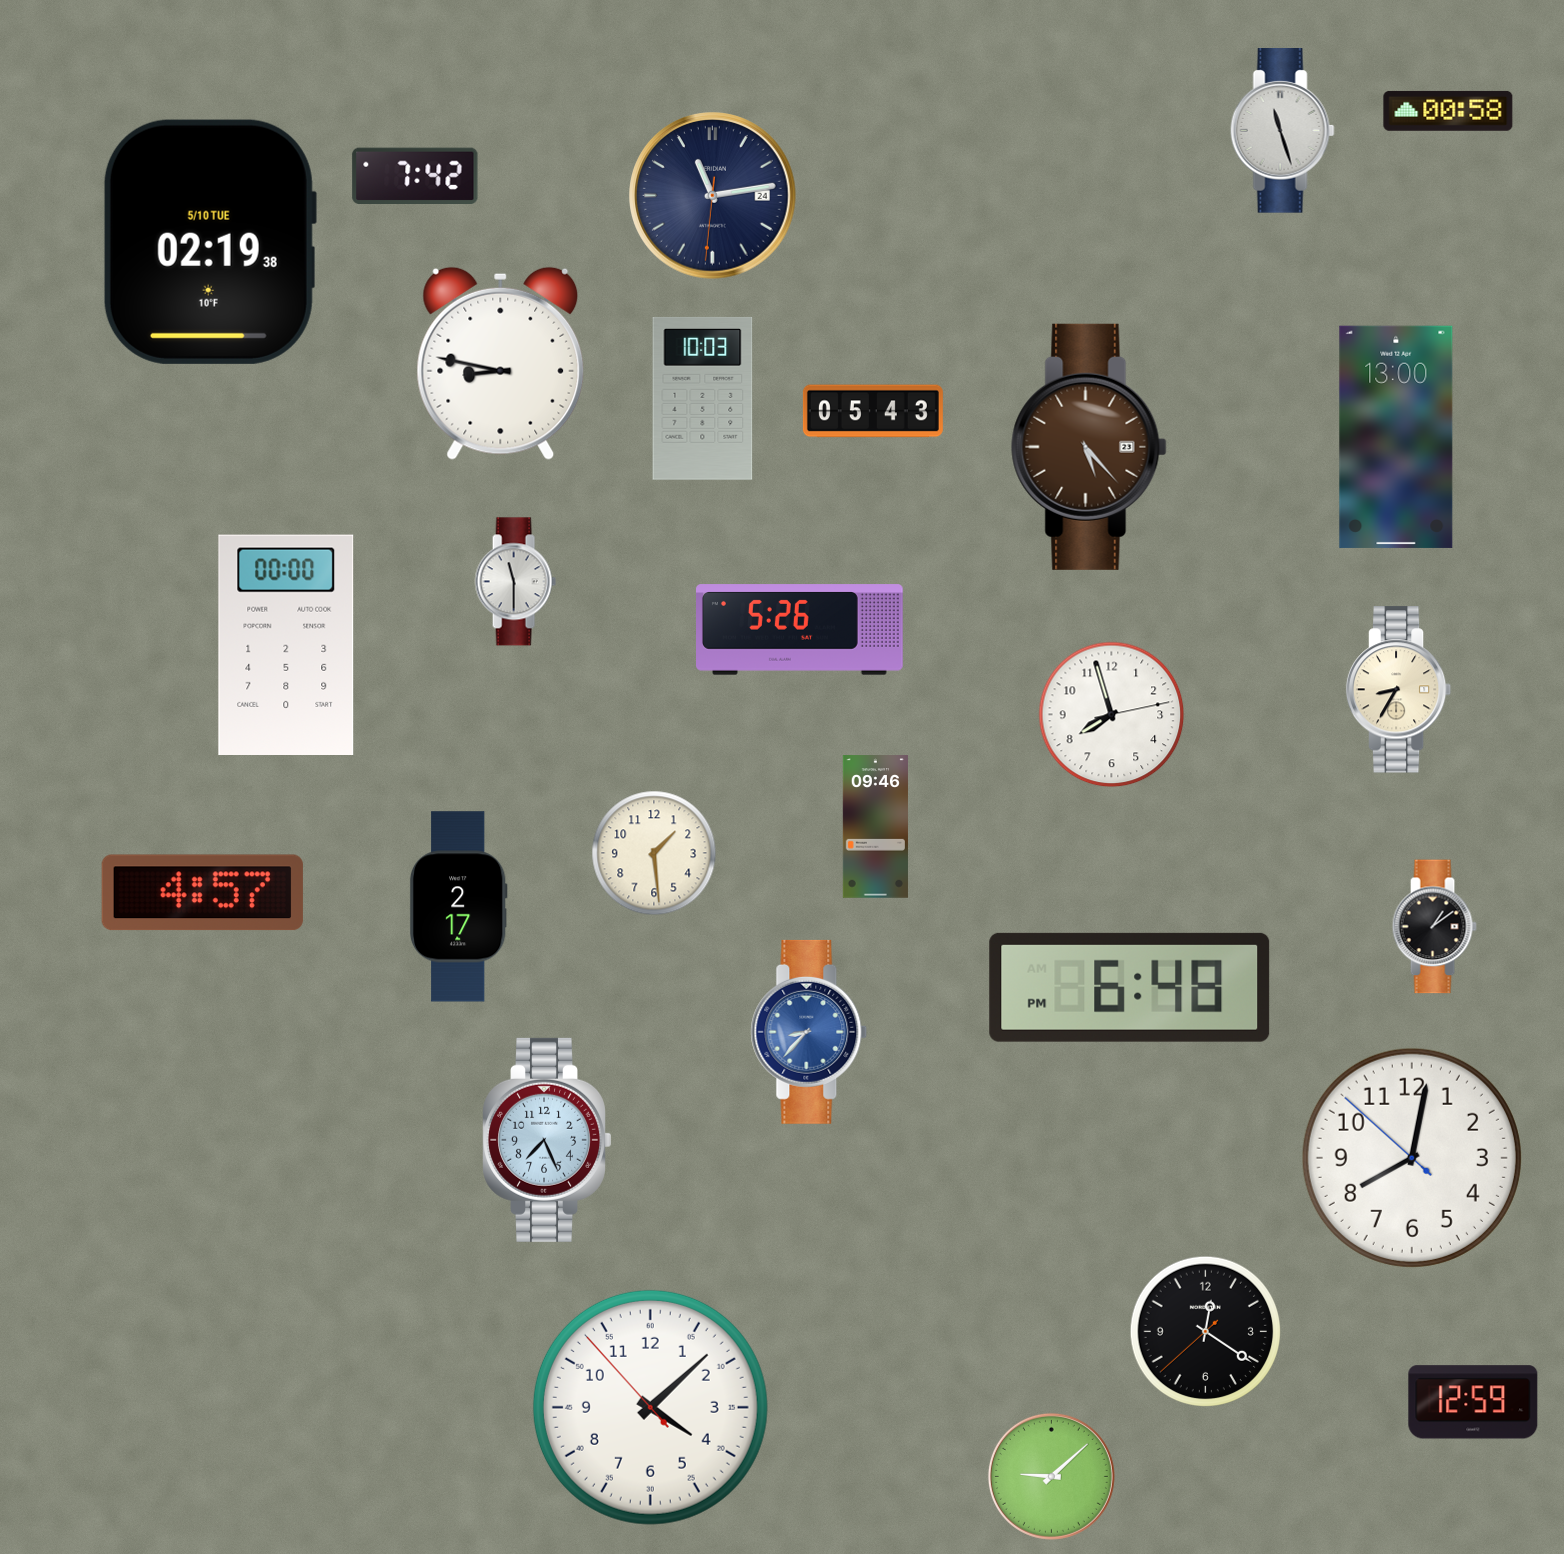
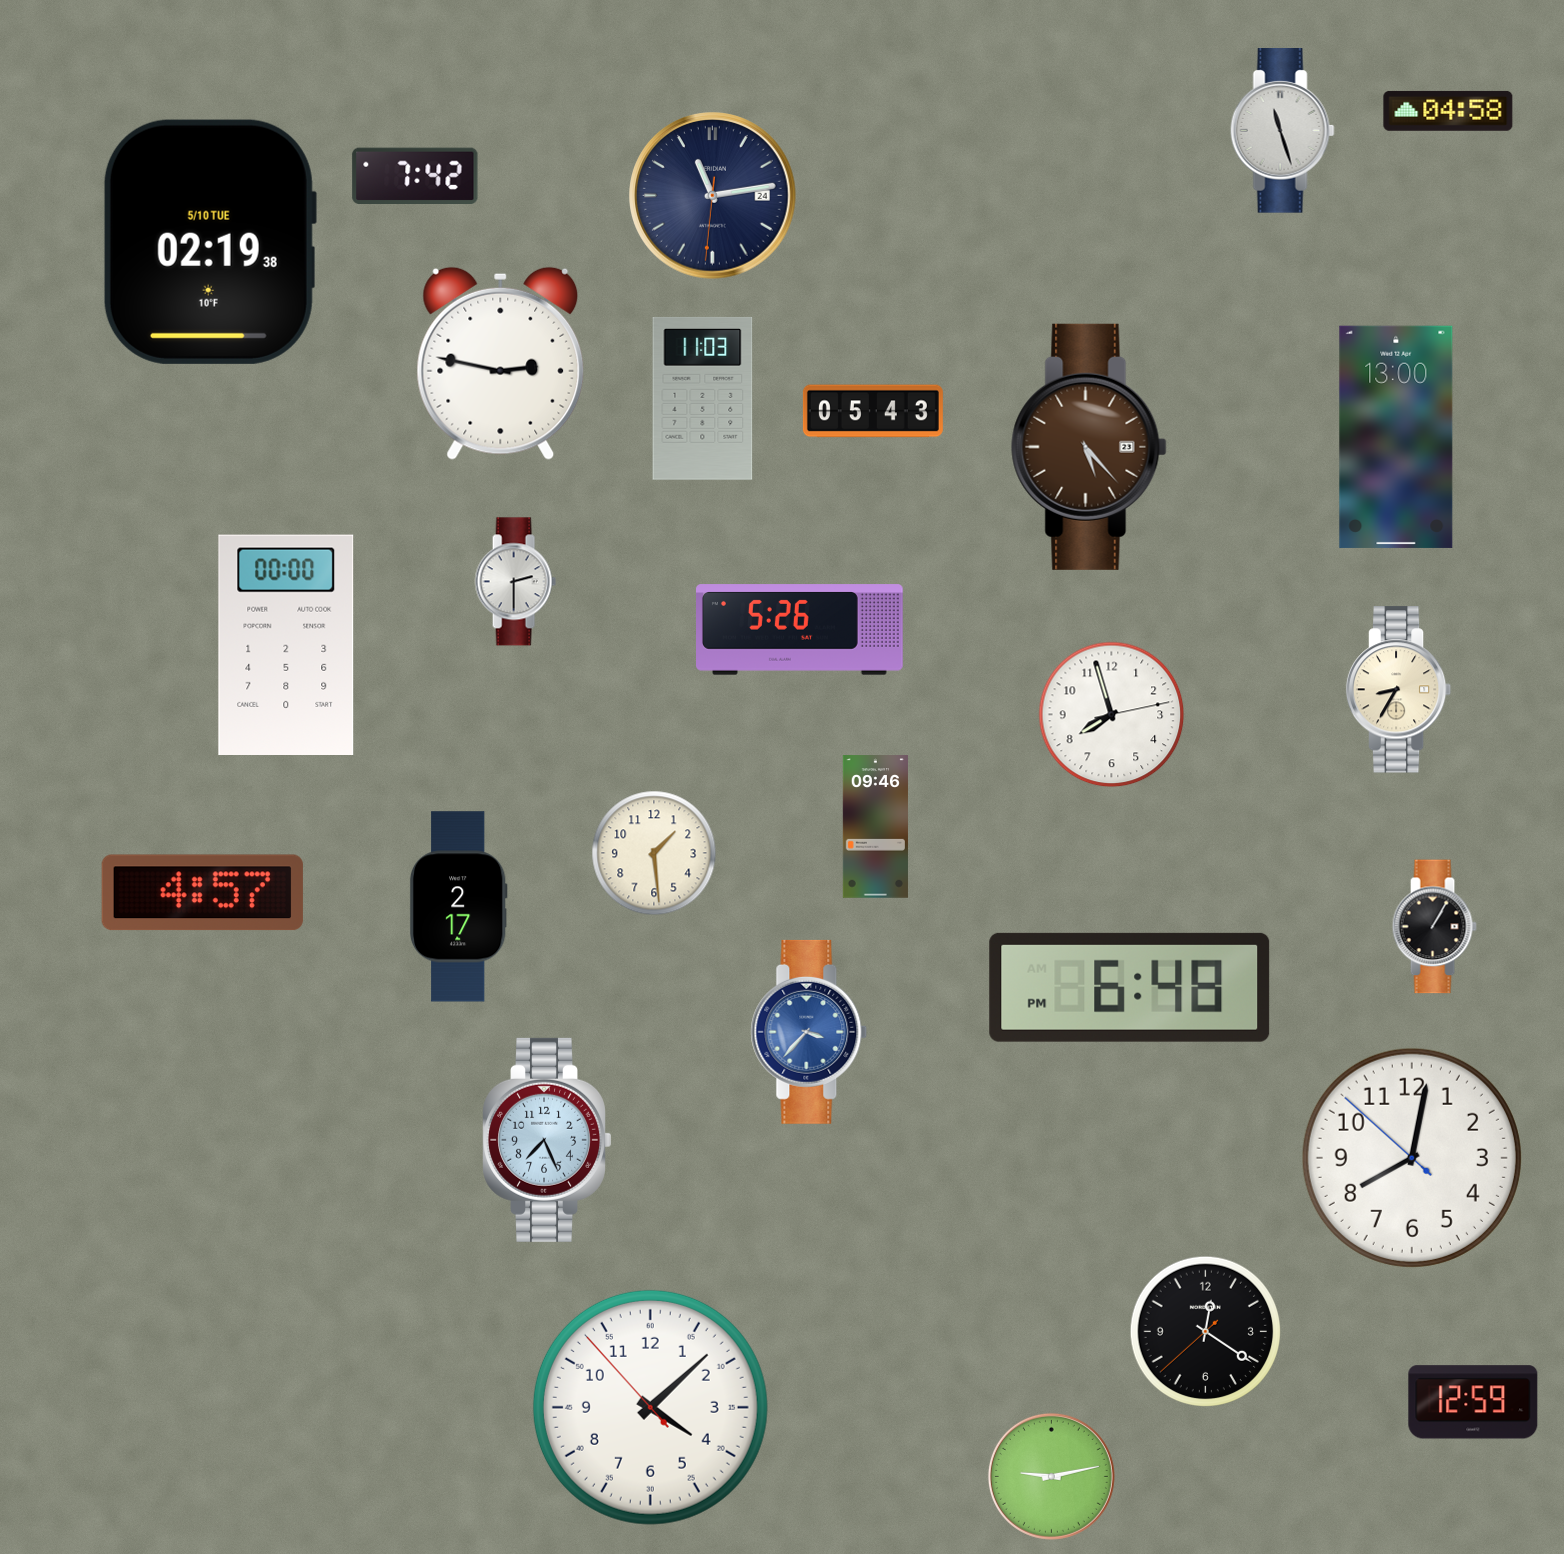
clock at (1448, 111): 00:58 -> 04:58
clock at (501, 363): 8:47 -> 2:47
clock at (703, 398): 10:03 -> 11:03
clock at (515, 582): 11:30 -> 2:30
clock at (1434, 927): 1:09 -> 1:05
clock at (809, 1032): 8:37 -> 3:37
clock at (1051, 1476): 9:08 -> 9:13
